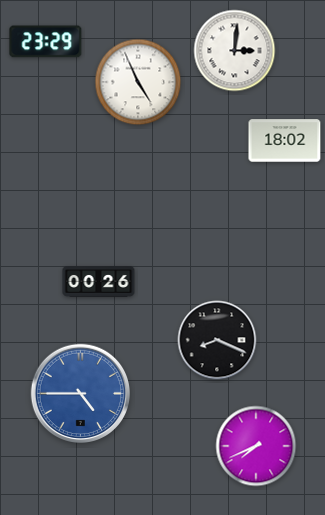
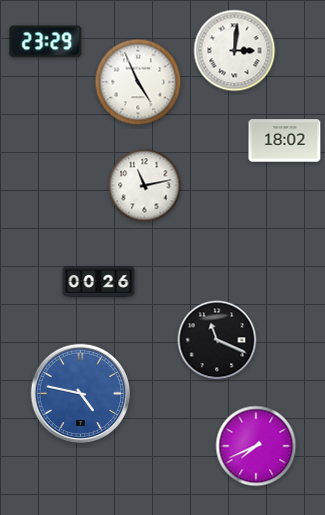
clock at (145, 186): none -> 11:13
clock at (217, 340): 8:19 -> 11:19
clock at (81, 394): 4:45 -> 4:47
